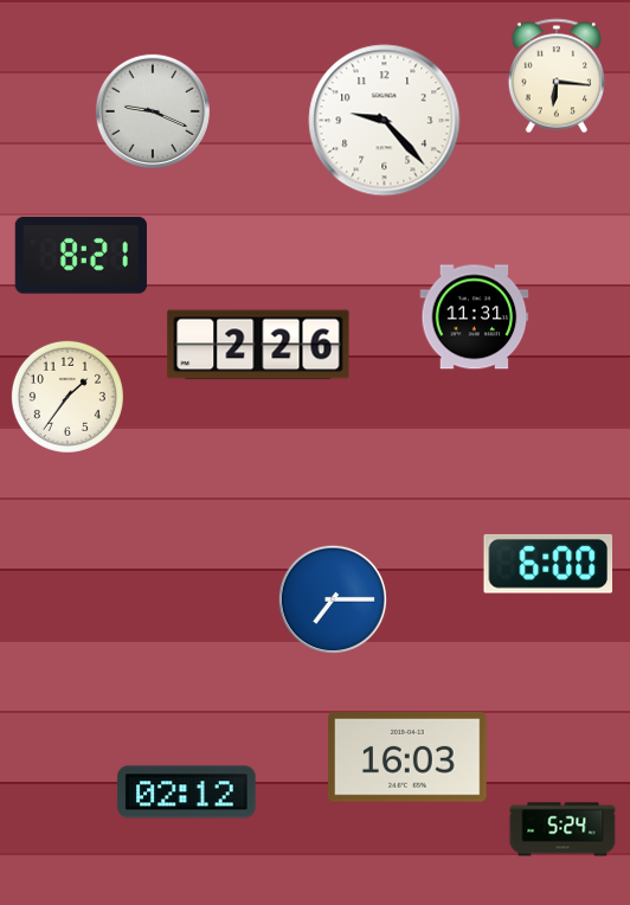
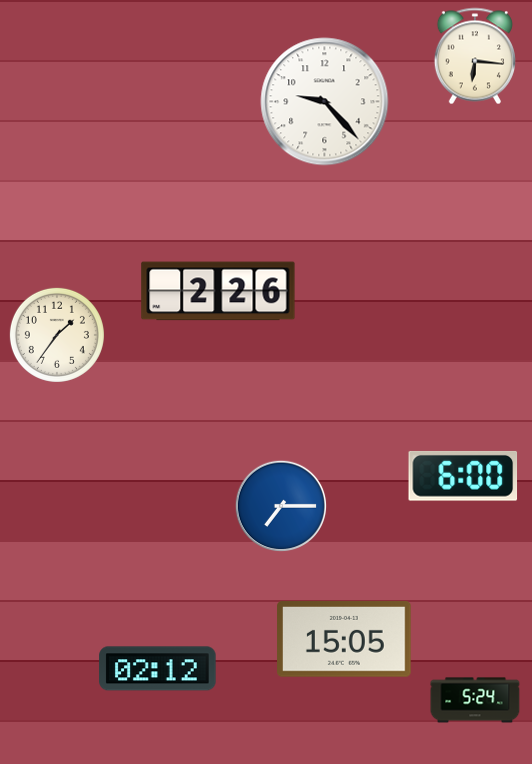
clock at (557, 76) position: (557, 76) -> (475, 56)
clock at (153, 111): 9:19 -> none
clock at (81, 256): 8:21 -> none
clock at (475, 317): 11:31 -> none
clock at (407, 758): 16:03 -> 15:05
